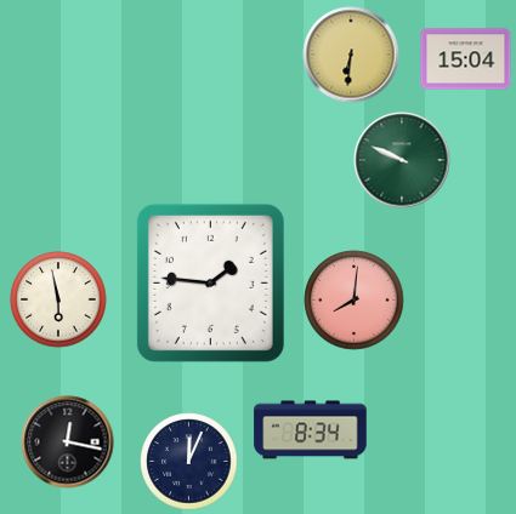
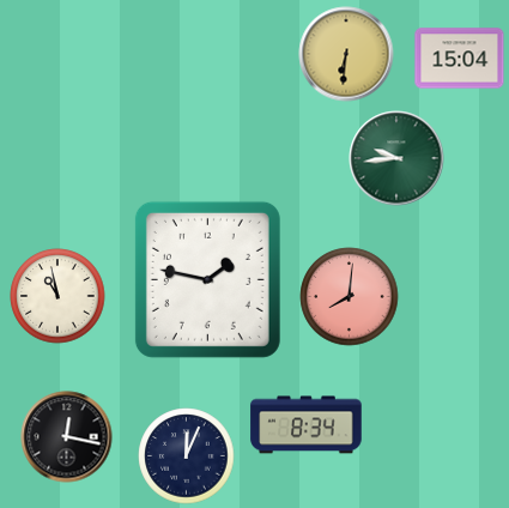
clock at (402, 160): 9:49 -> 9:44
clock at (210, 282): 1:46 -> 1:47
clock at (58, 299): 5:58 -> 10:58
